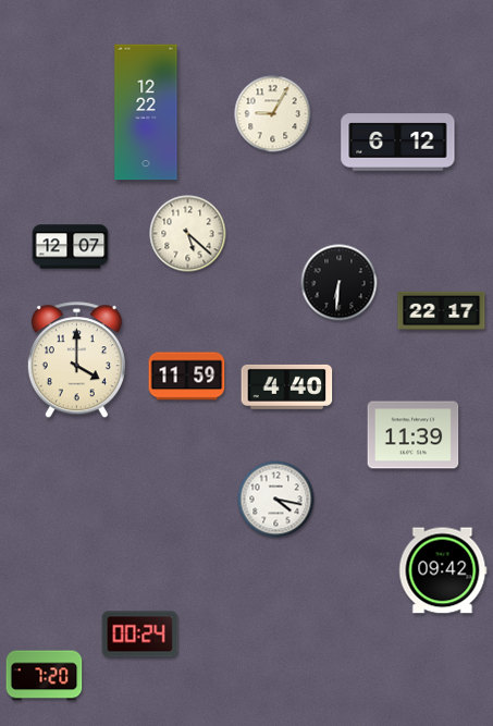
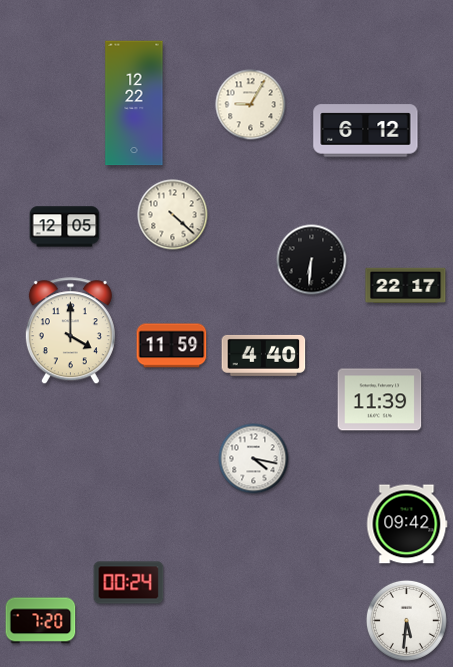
clock at (188, 234): 5:22 -> 4:22
clock at (71, 247): 12:07 -> 12:05
clock at (406, 620): none -> 5:31
